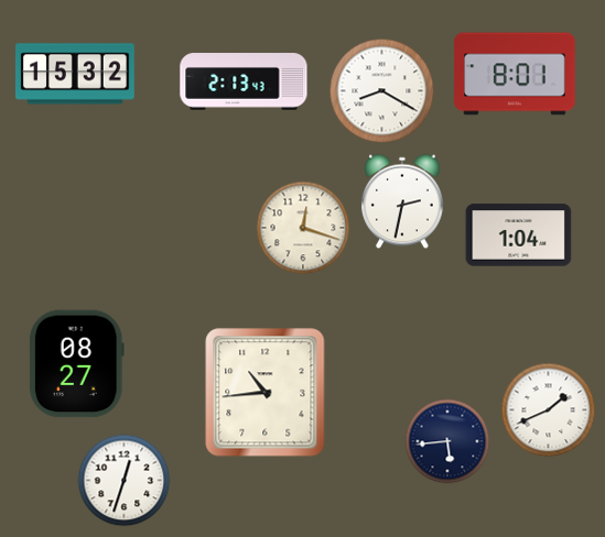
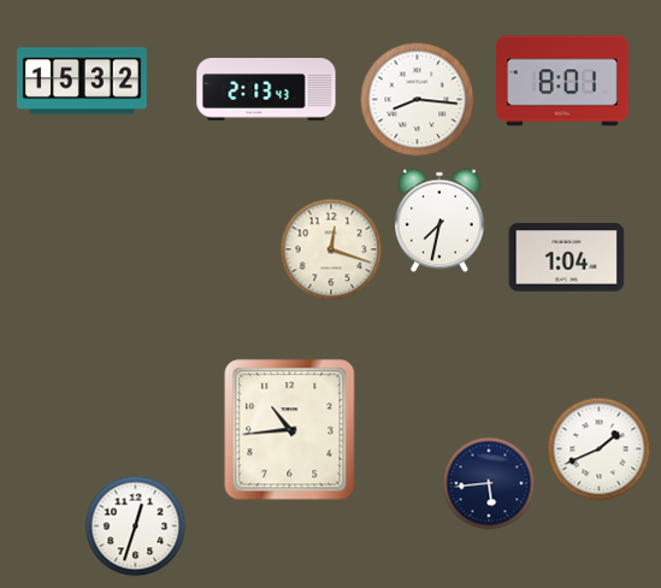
clock at (382, 91): 8:20 -> 8:16
clock at (403, 201): 2:32 -> 7:32
clock at (76, 364): 08:27 -> none
